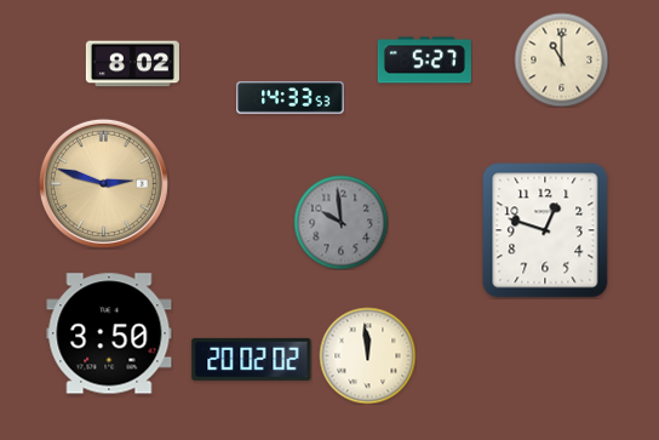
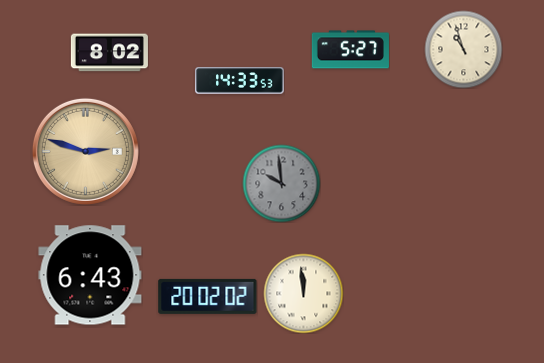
clock at (561, 59): 11:00 -> 10:57
clock at (545, 230): 12:48 -> none
clock at (109, 333): 3:50 -> 6:43
